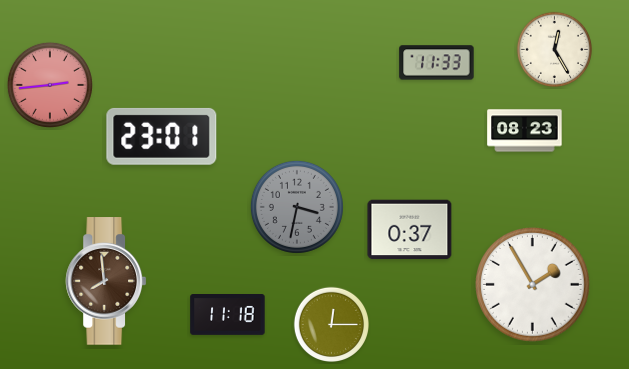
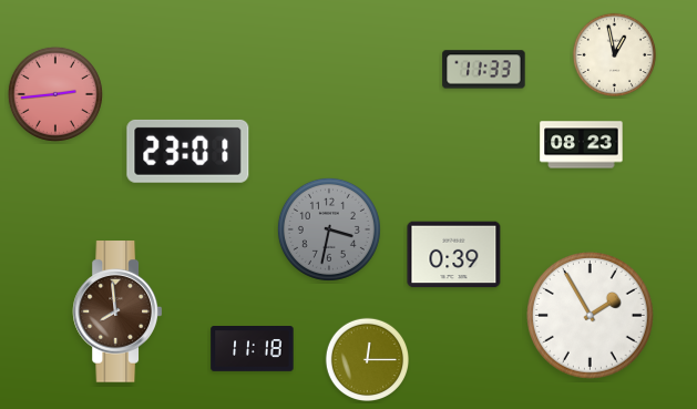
clock at (554, 49): 12:25 -> 12:58
clock at (162, 136) position: (162, 136) -> (188, 151)
clock at (410, 230): 0:37 -> 0:39
